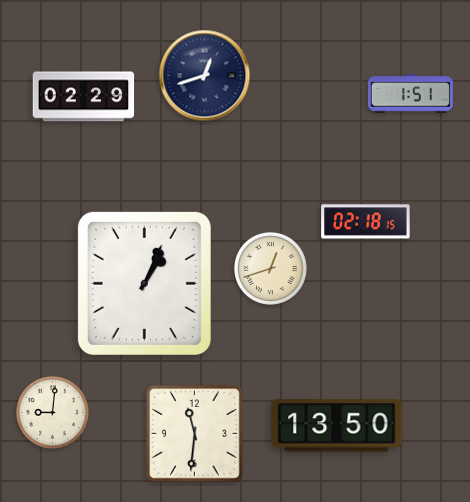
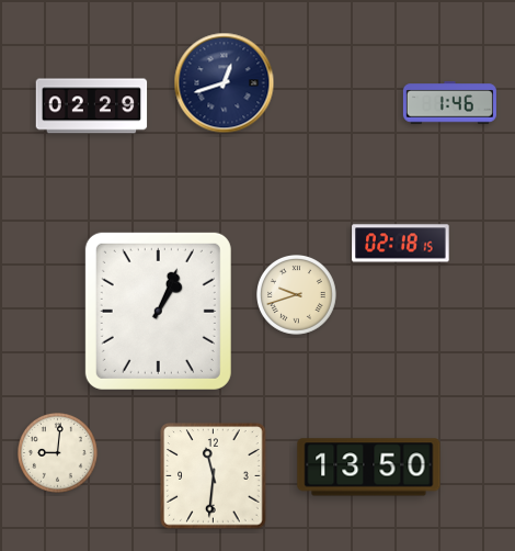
clock at (410, 94): 1:51 -> 1:46
clock at (271, 269): 12:42 -> 9:42
